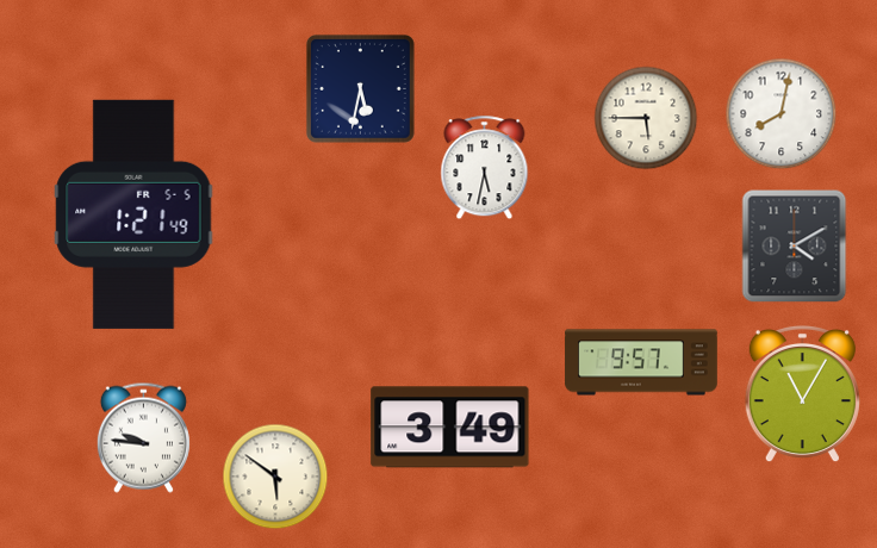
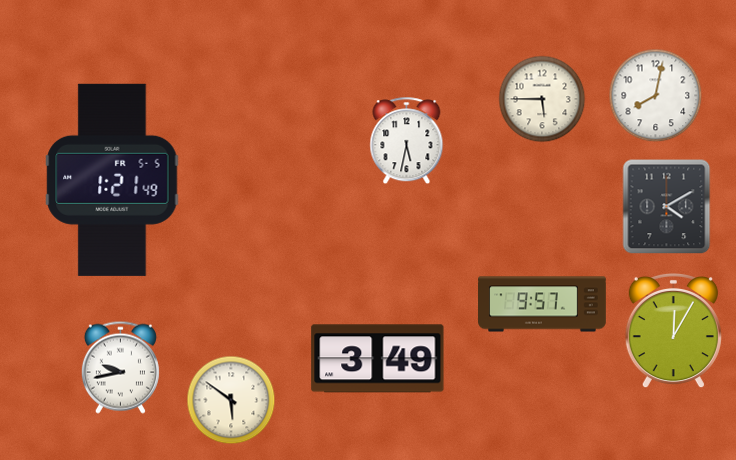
clock at (361, 89): 5:32 -> none
clock at (641, 362) position: (641, 362) -> (542, 304)
clock at (802, 394): 11:05 -> 12:05
clock at (143, 437): 9:46 -> 9:43
